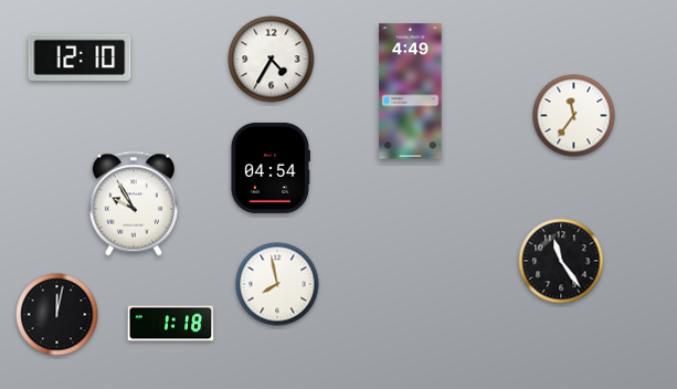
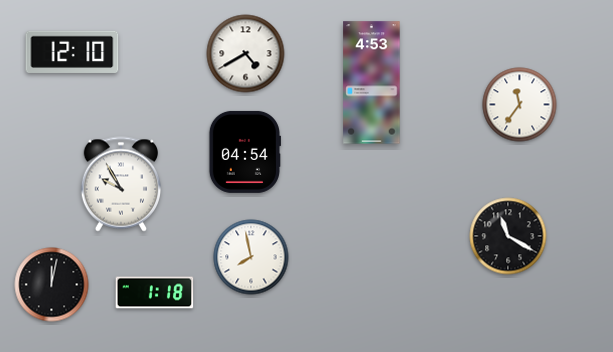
clock at (272, 60): 4:35 -> 4:40
clock at (411, 92): 4:49 -> 4:53
clock at (561, 261): 11:24 -> 11:20
